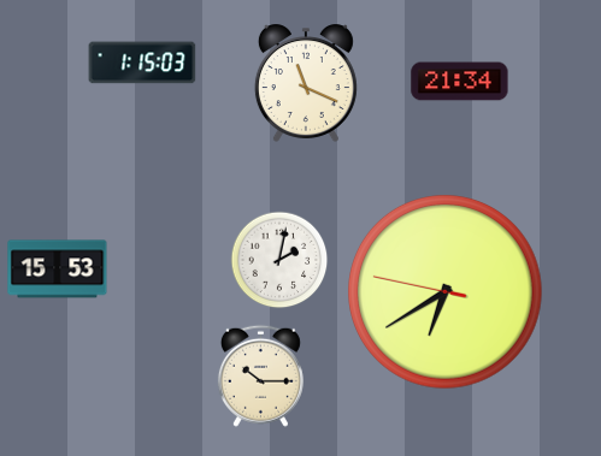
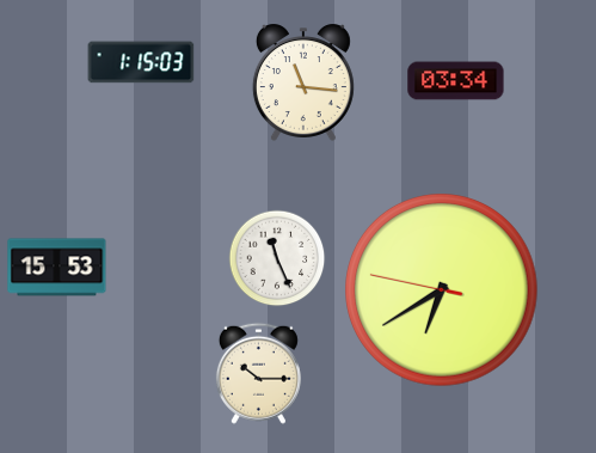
clock at (460, 82): 21:34 -> 03:34
clock at (306, 83): 11:19 -> 11:16
clock at (279, 260): 2:02 -> 11:26
